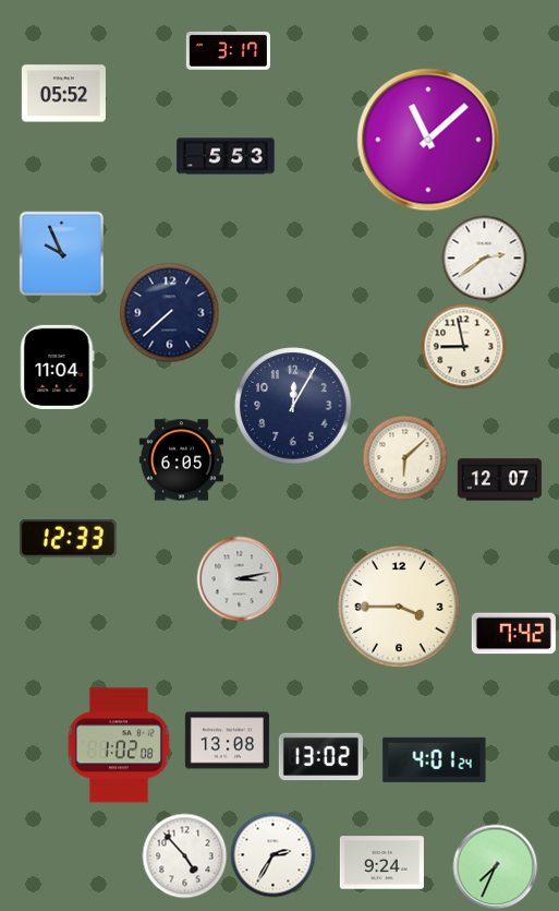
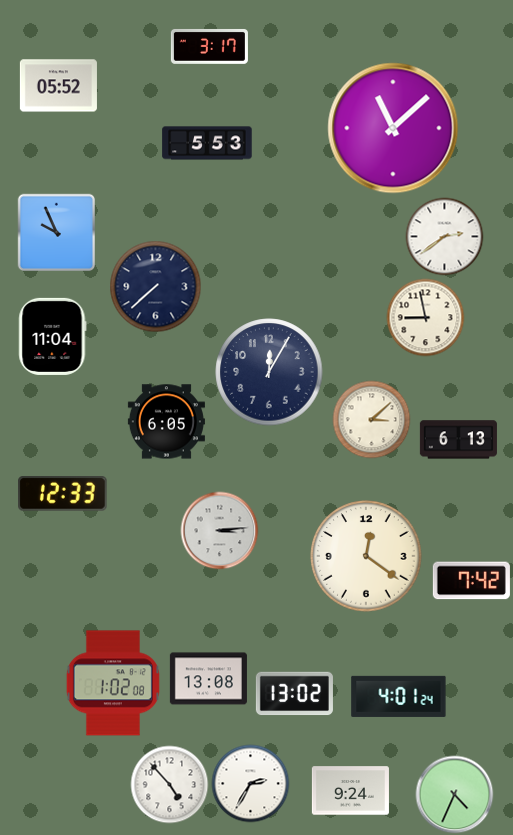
clock at (404, 457): 6:08 -> 3:08
clock at (499, 480): 12:07 -> 6:13
clock at (239, 578): 3:13 -> 3:14
clock at (399, 607): 3:45 -> 12:21
clock at (119, 745) position: (119, 745) -> (113, 683)
clock at (495, 866): 7:34 -> 4:34
